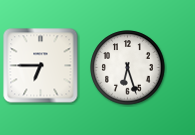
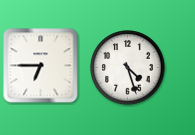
clock at (128, 68): 6:27 -> 4:27
